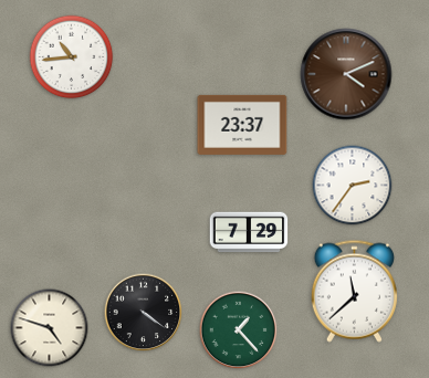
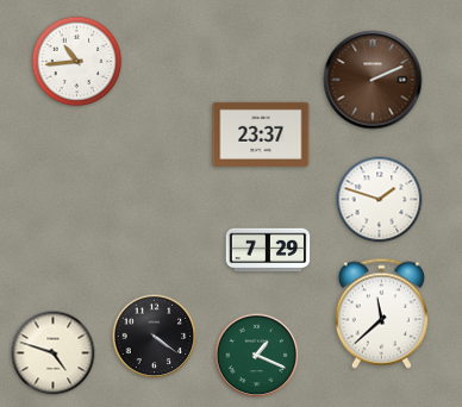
clock at (346, 74): 4:11 -> 2:11
clock at (353, 186): 2:36 -> 1:48
clock at (239, 330): 1:23 -> 1:19
